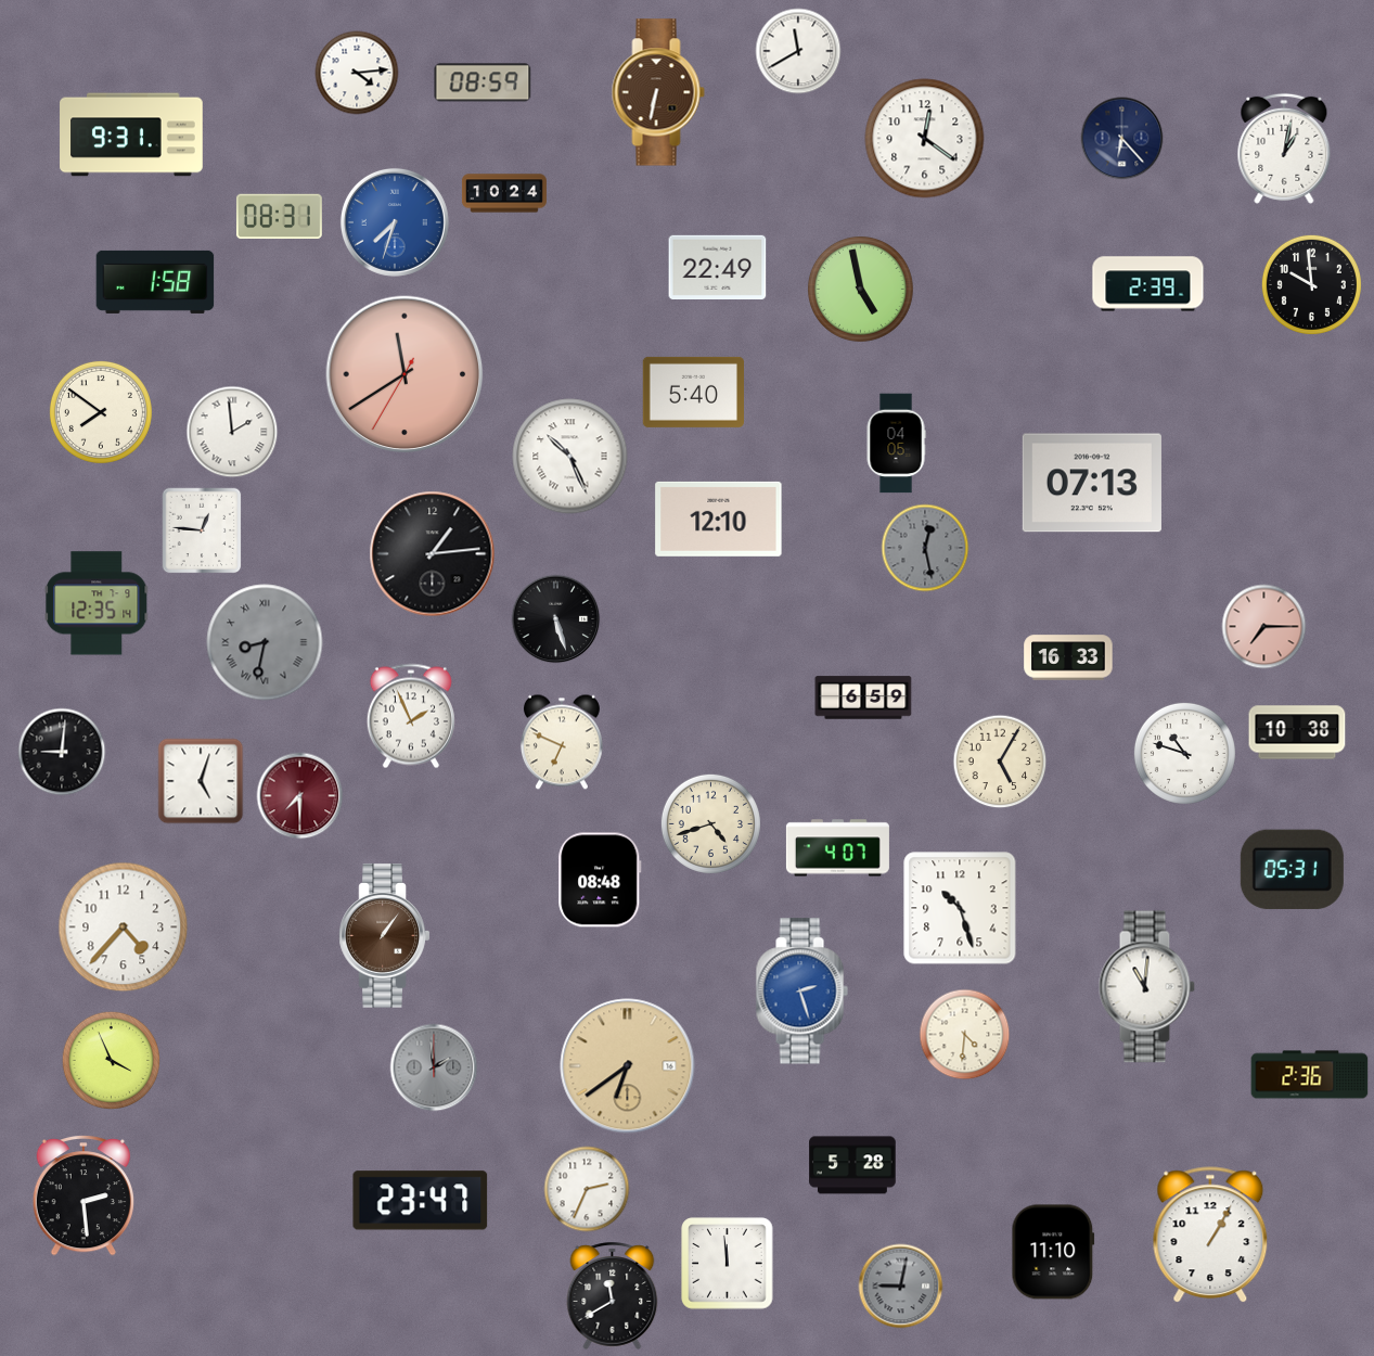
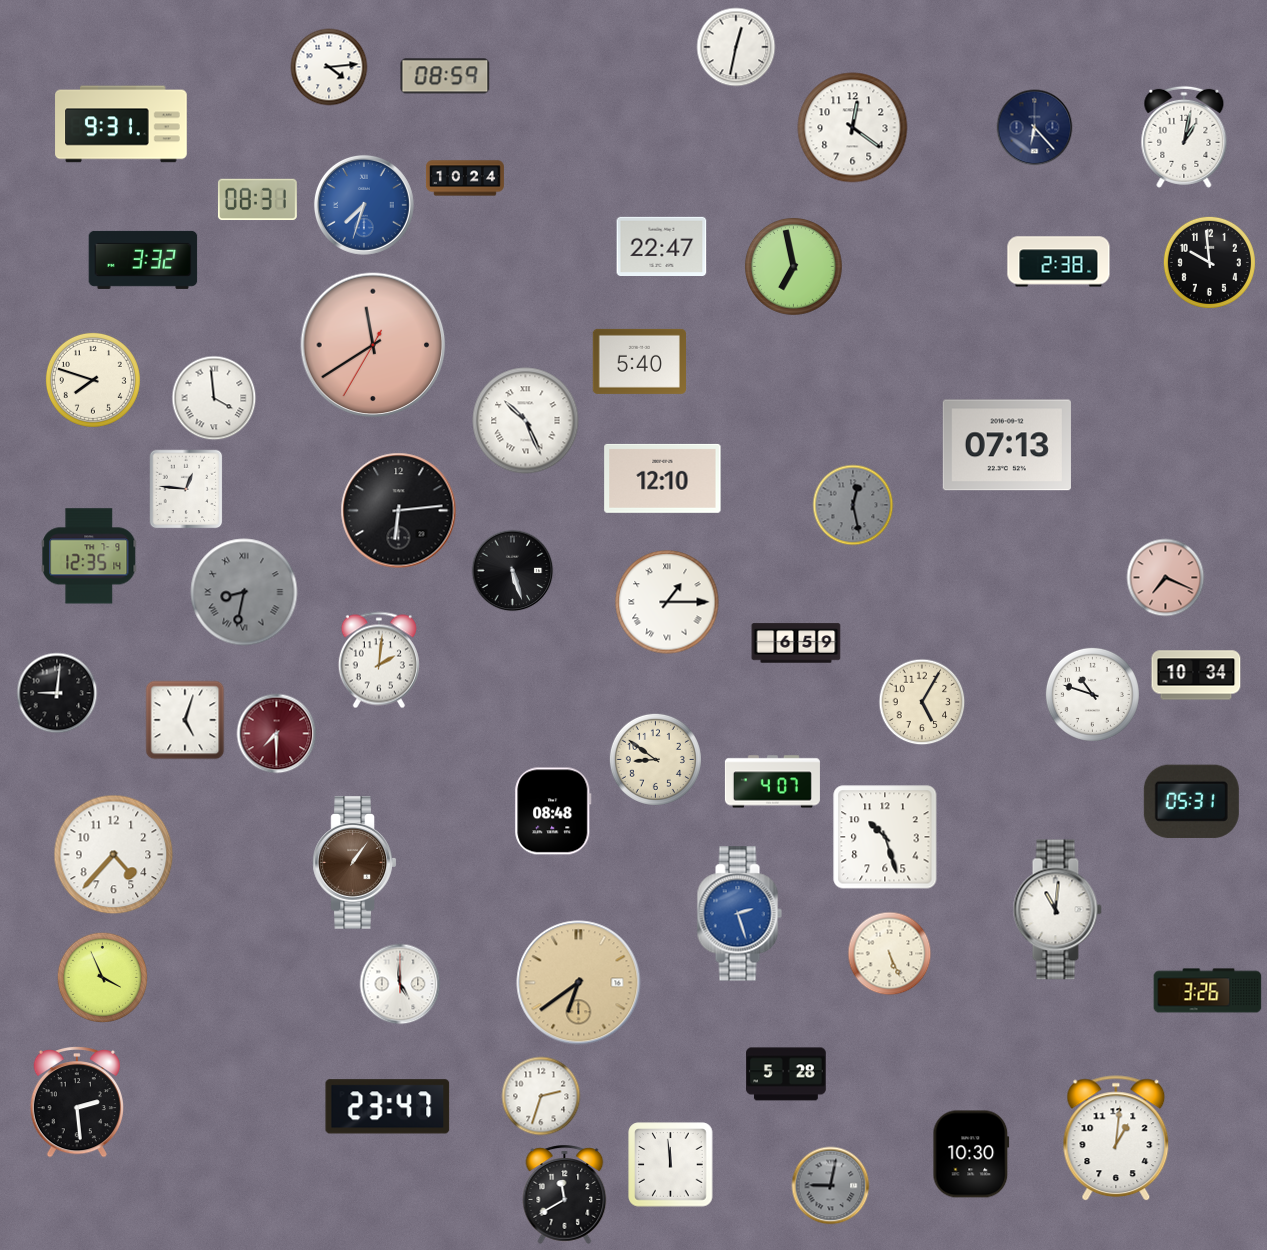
clock at (798, 51): 11:40 -> 12:32
clock at (658, 92): 6:32 -> none
clock at (718, 267): 22:49 -> 22:47
clock at (155, 282): 1:58 -> 3:32
clock at (1148, 284): 2:39 -> 2:38
clock at (861, 290): 4:58 -> 6:58
clock at (101, 412): 7:51 -> 7:48
clock at (232, 432): 1:59 -> 3:59
clock at (896, 444): 04:05 -> none
clock at (433, 554): 1:14 -> 6:14
clock at (1264, 627): 7:15 -> 7:19
clock at (667, 602): none -> 1:15
clock at (1068, 657): 16:33 -> none
clock at (411, 716): 1:56 -> 2:01
clock at (1297, 732): 10:38 -> 10:34
clock at (562, 742): 6:49 -> none
clock at (710, 823): 4:42 -> 8:51
clock at (965, 1035): 4:31 -> 5:26
clock at (434, 1067): 1:59 -> 4:59
clock at (434, 1067) dial: grey -> white
clock at (1310, 1075): 2:36 -> 3:26
clock at (587, 1189): 2:34 -> 2:33
clock at (1210, 1236): 1:05 -> 1:01
clock at (1053, 1252): 11:10 -> 10:30
